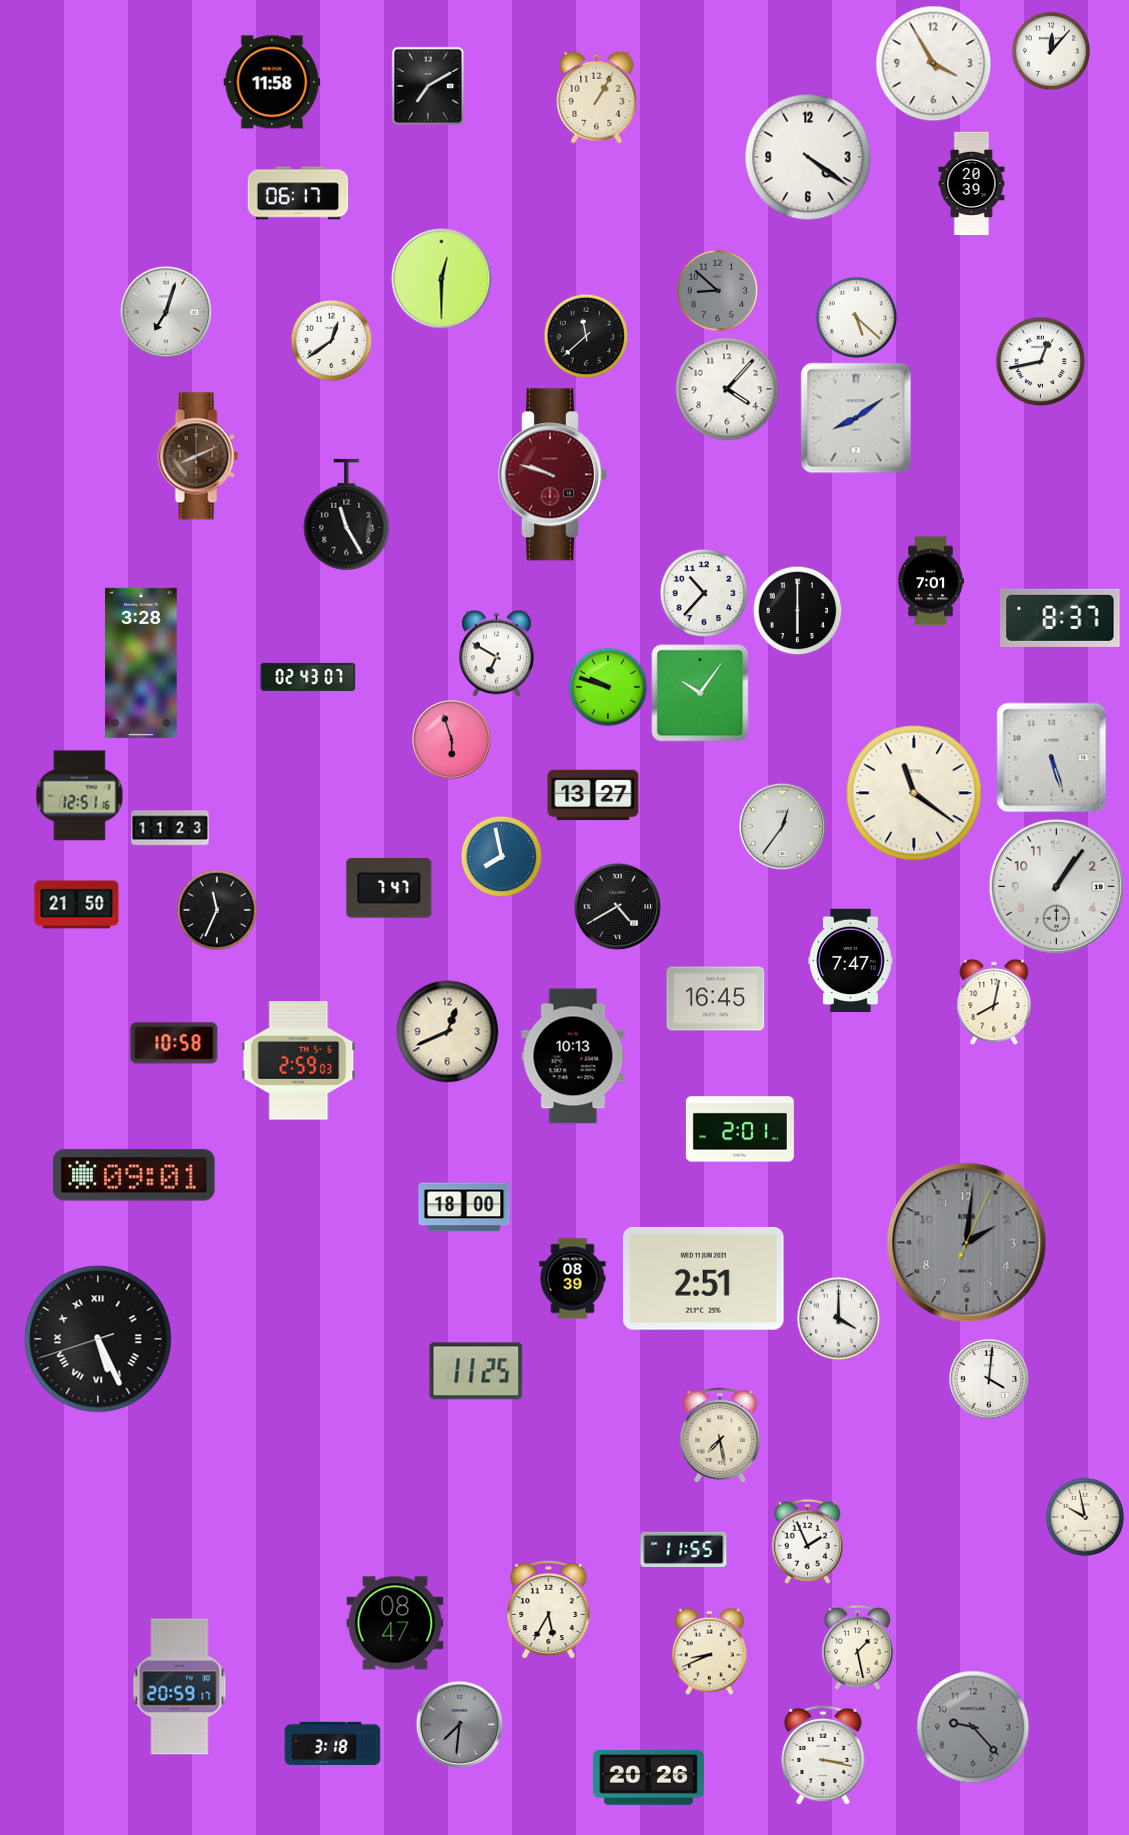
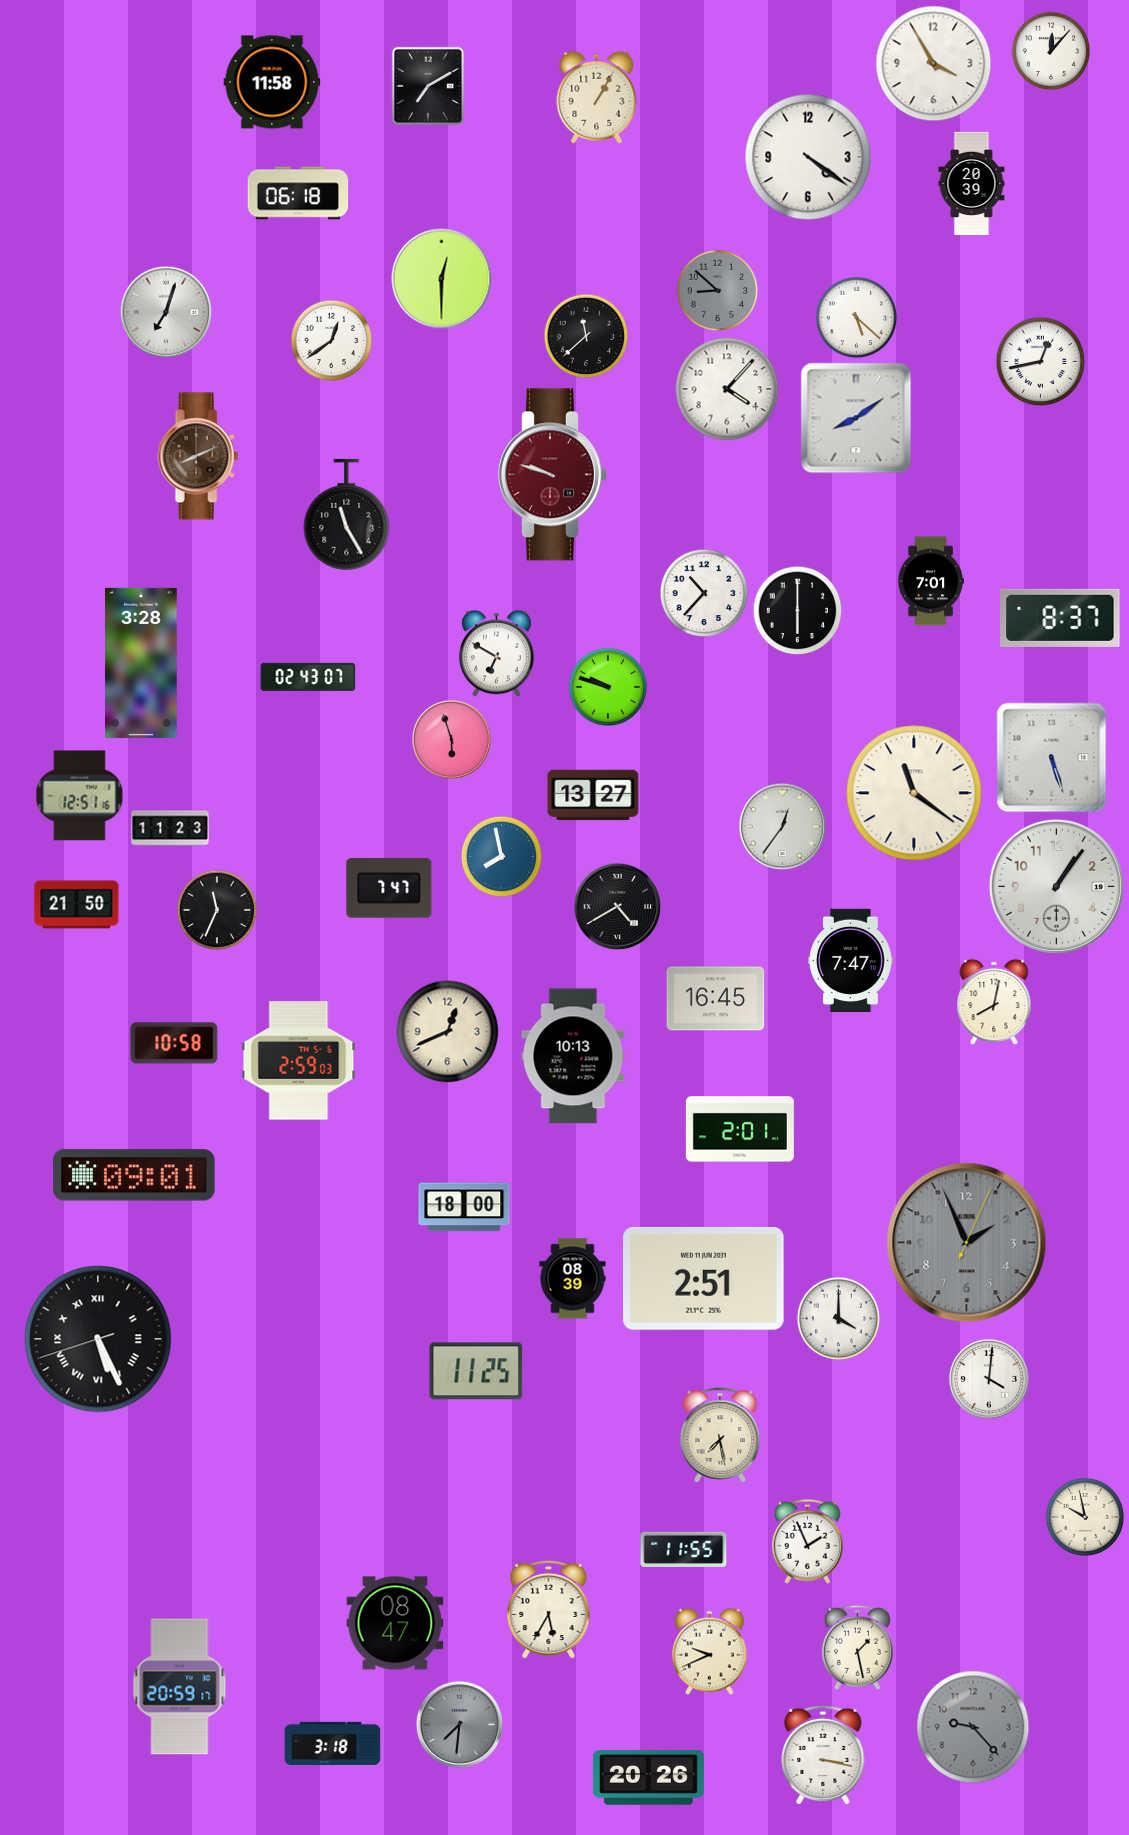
clock at (298, 193): 06:17 -> 06:18
clock at (700, 693): 10:06 -> none
clock at (967, 1243): 2:01 -> 1:56
clock at (710, 1651): 8:41 -> 9:41
